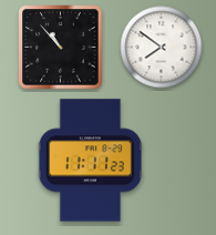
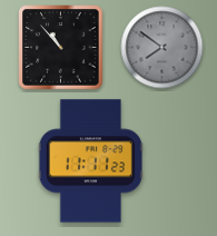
clock at (162, 48) dial: white -> grey
